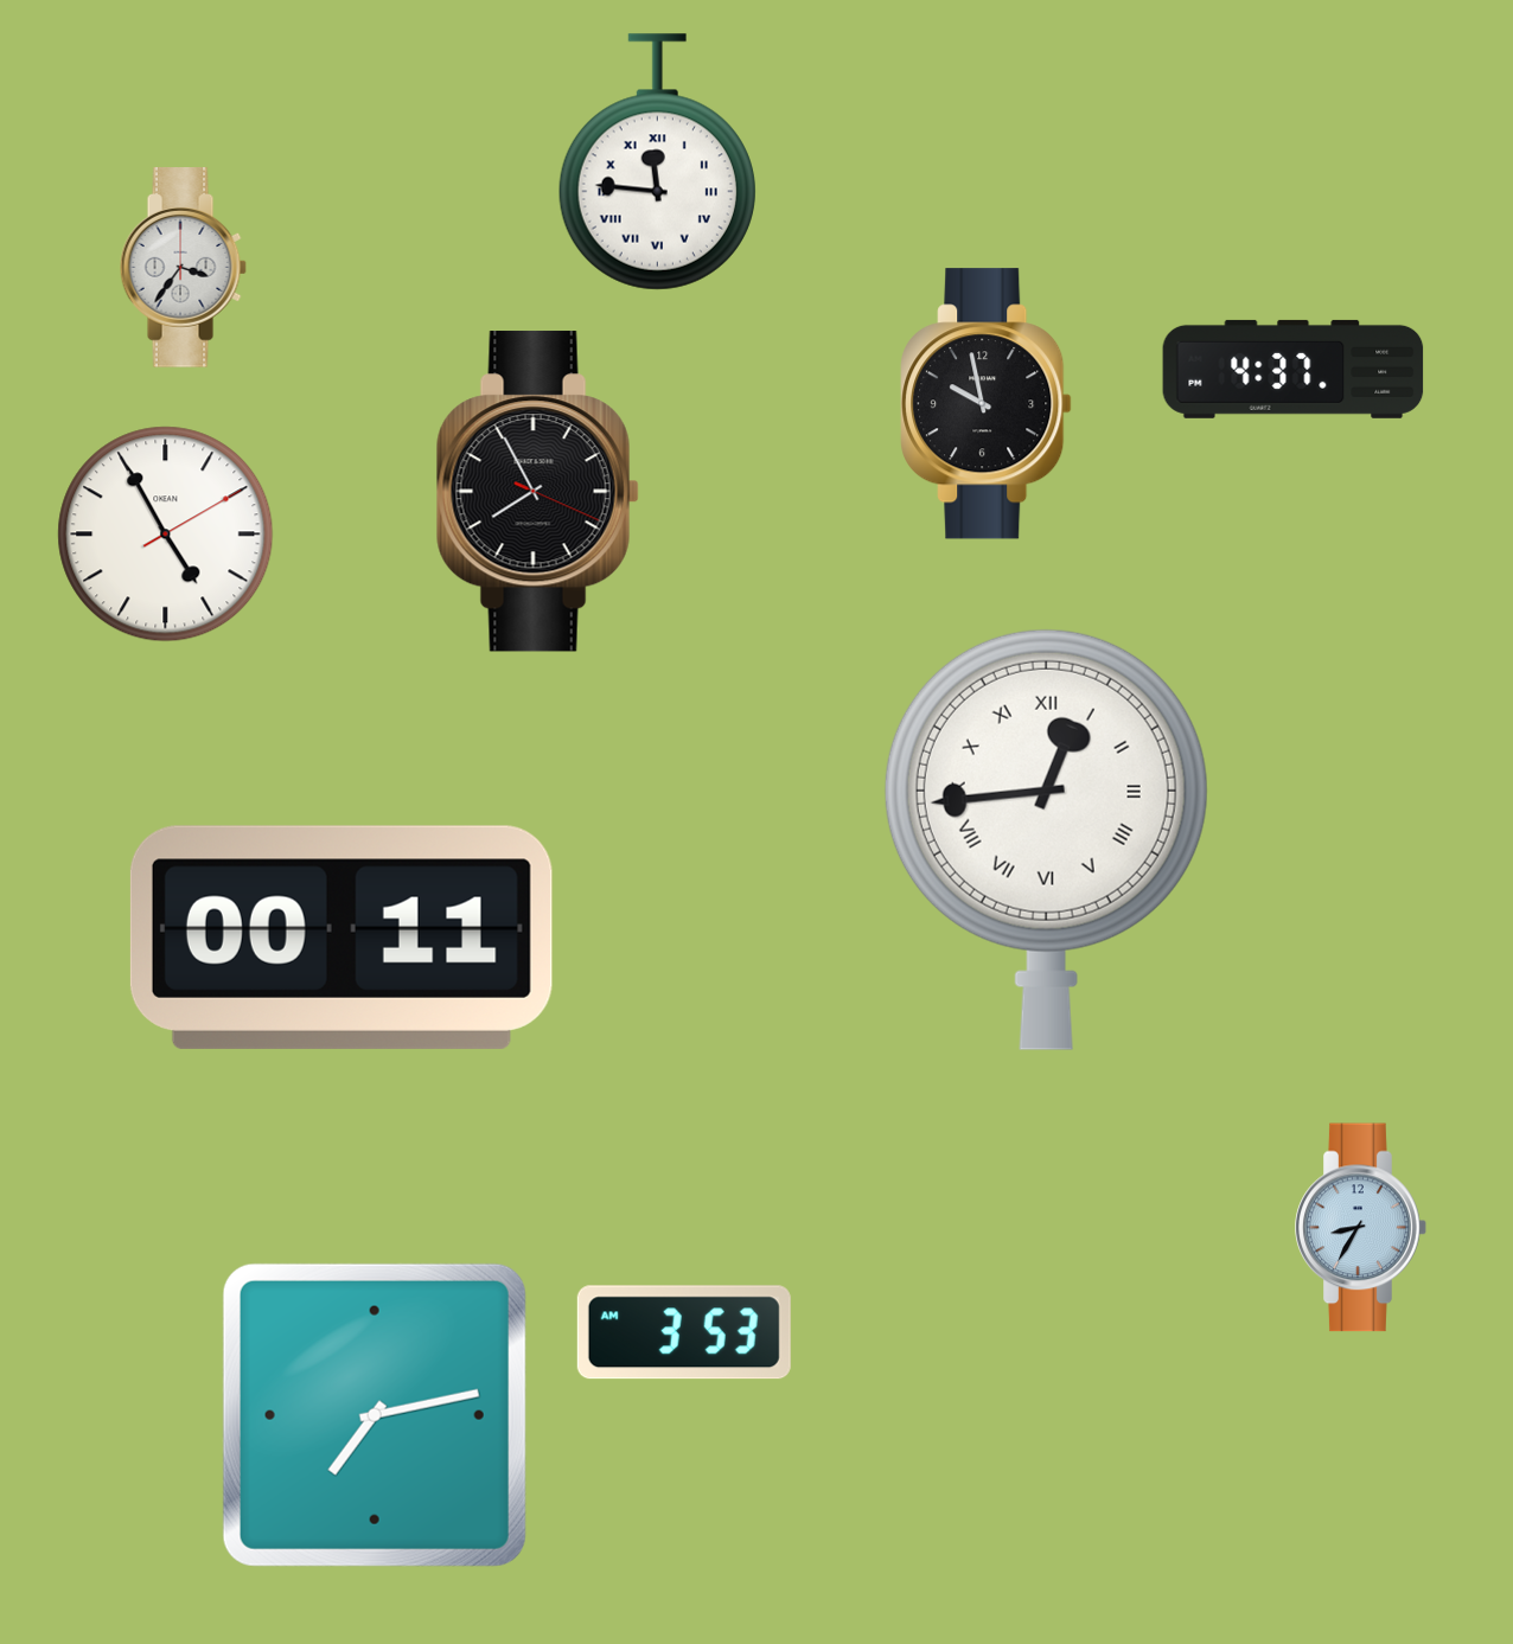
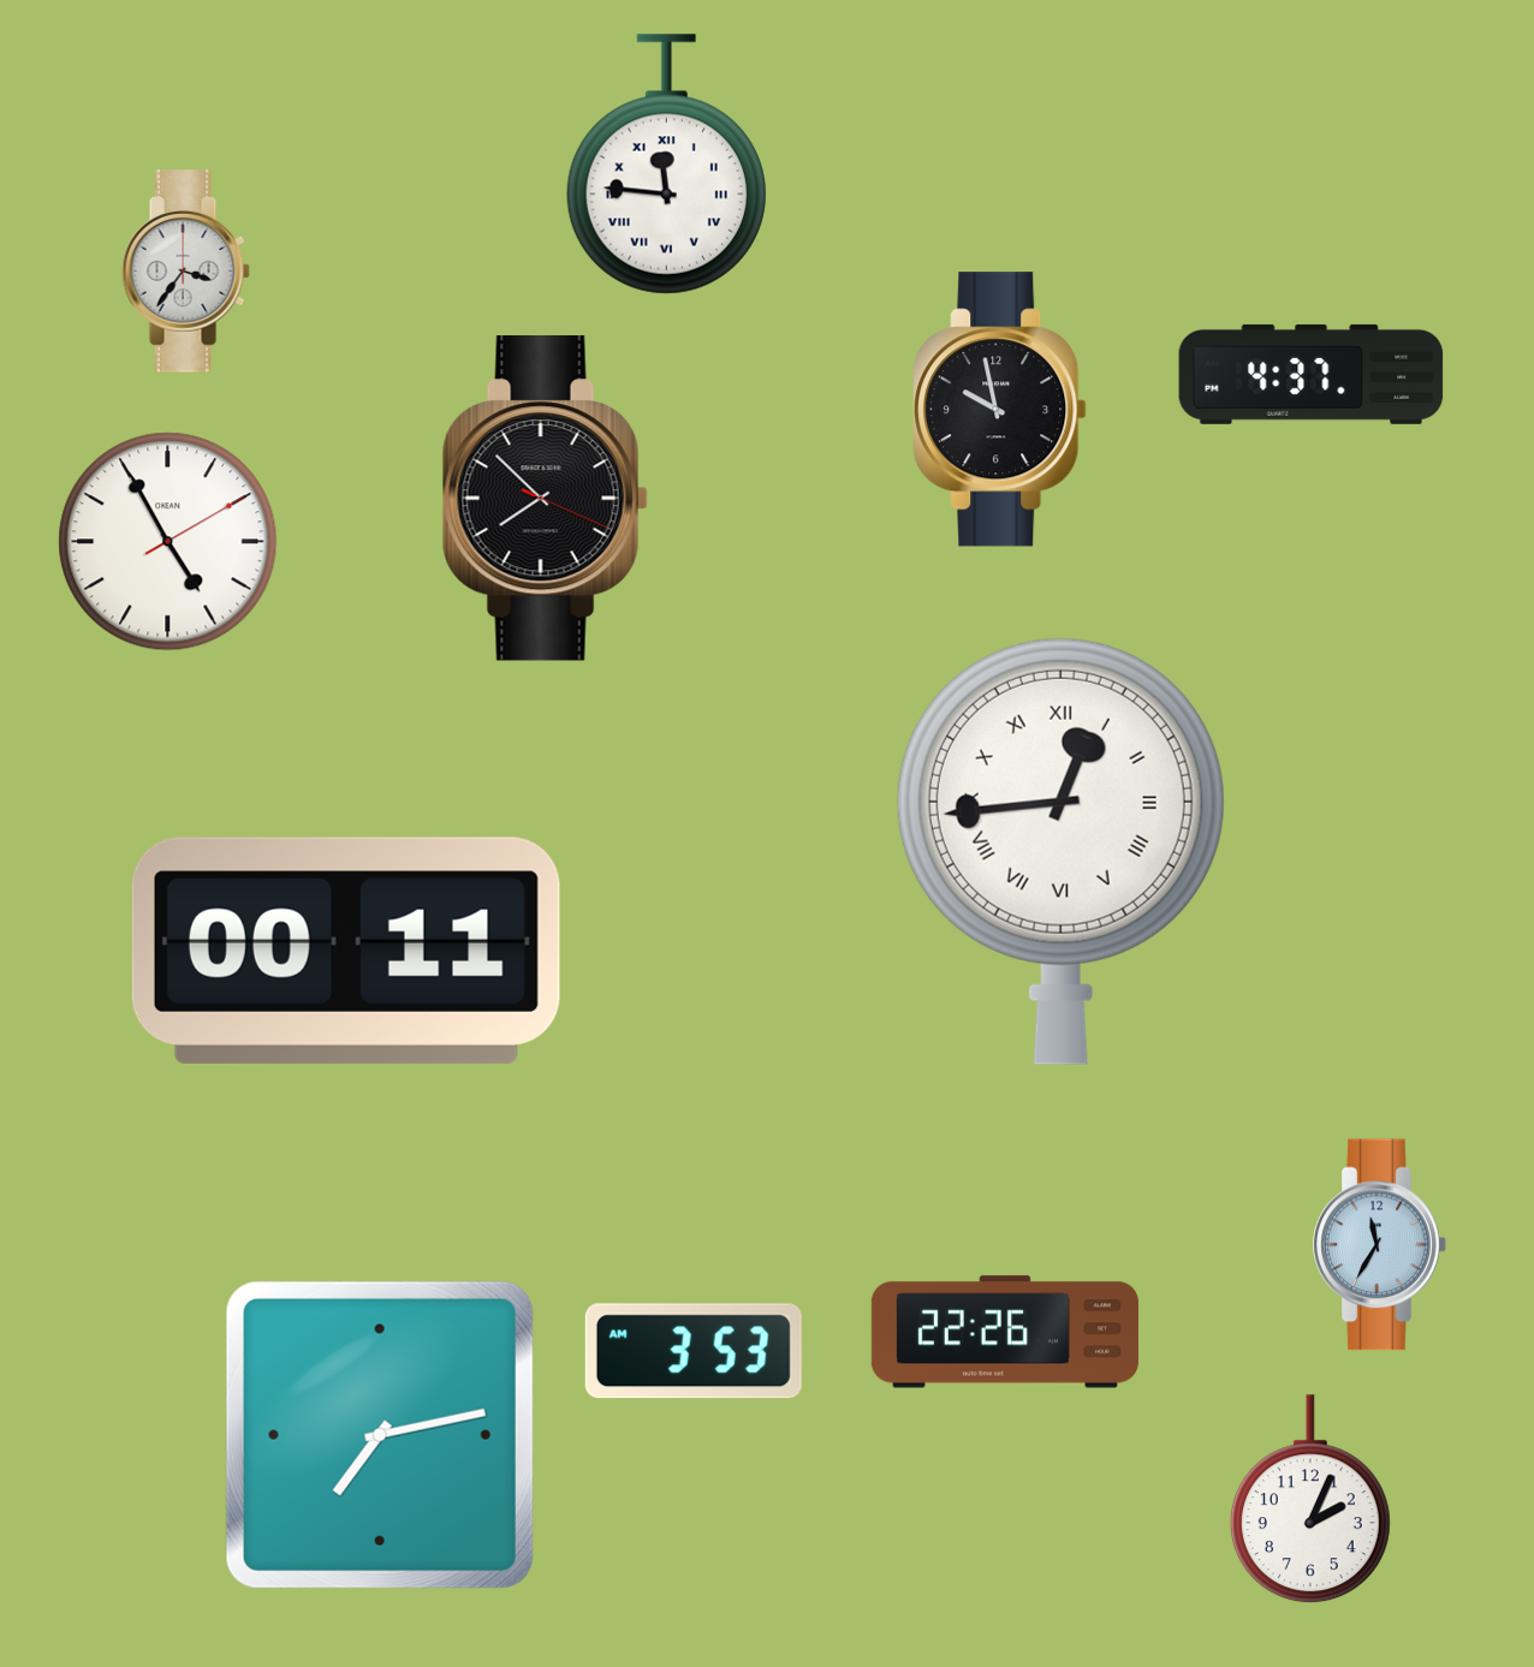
clock at (537, 492): 7:55 -> 7:52
clock at (1361, 1228): 8:35 -> 11:35
clock at (1005, 1332): none -> 22:26
clock at (1310, 1500): none -> 2:04
